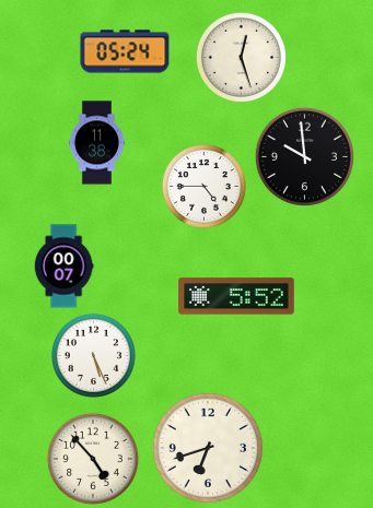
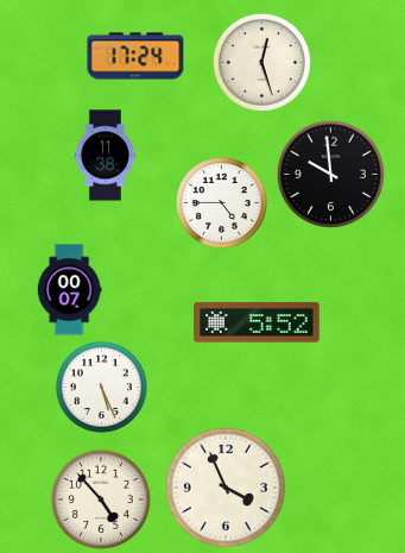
clock at (125, 51): 05:24 -> 17:24
clock at (304, 156) position: (304, 156) -> (330, 174)
clock at (208, 448): 6:42 -> 3:56
